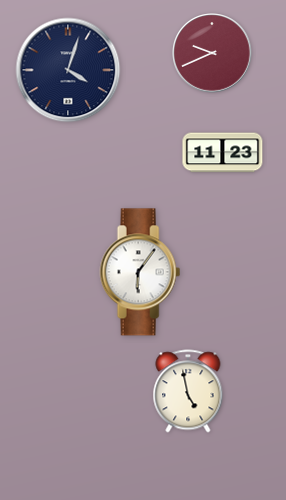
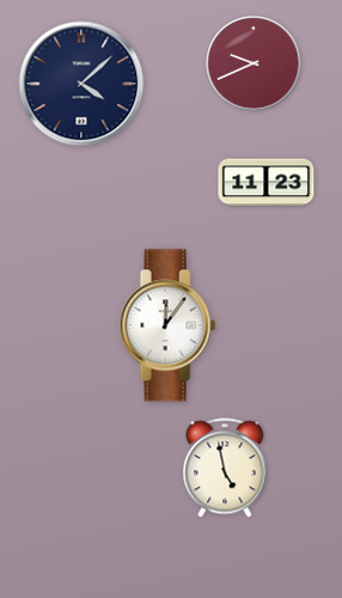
clock at (68, 70): 4:03 -> 4:08
clock at (140, 272): 6:06 -> 12:06
